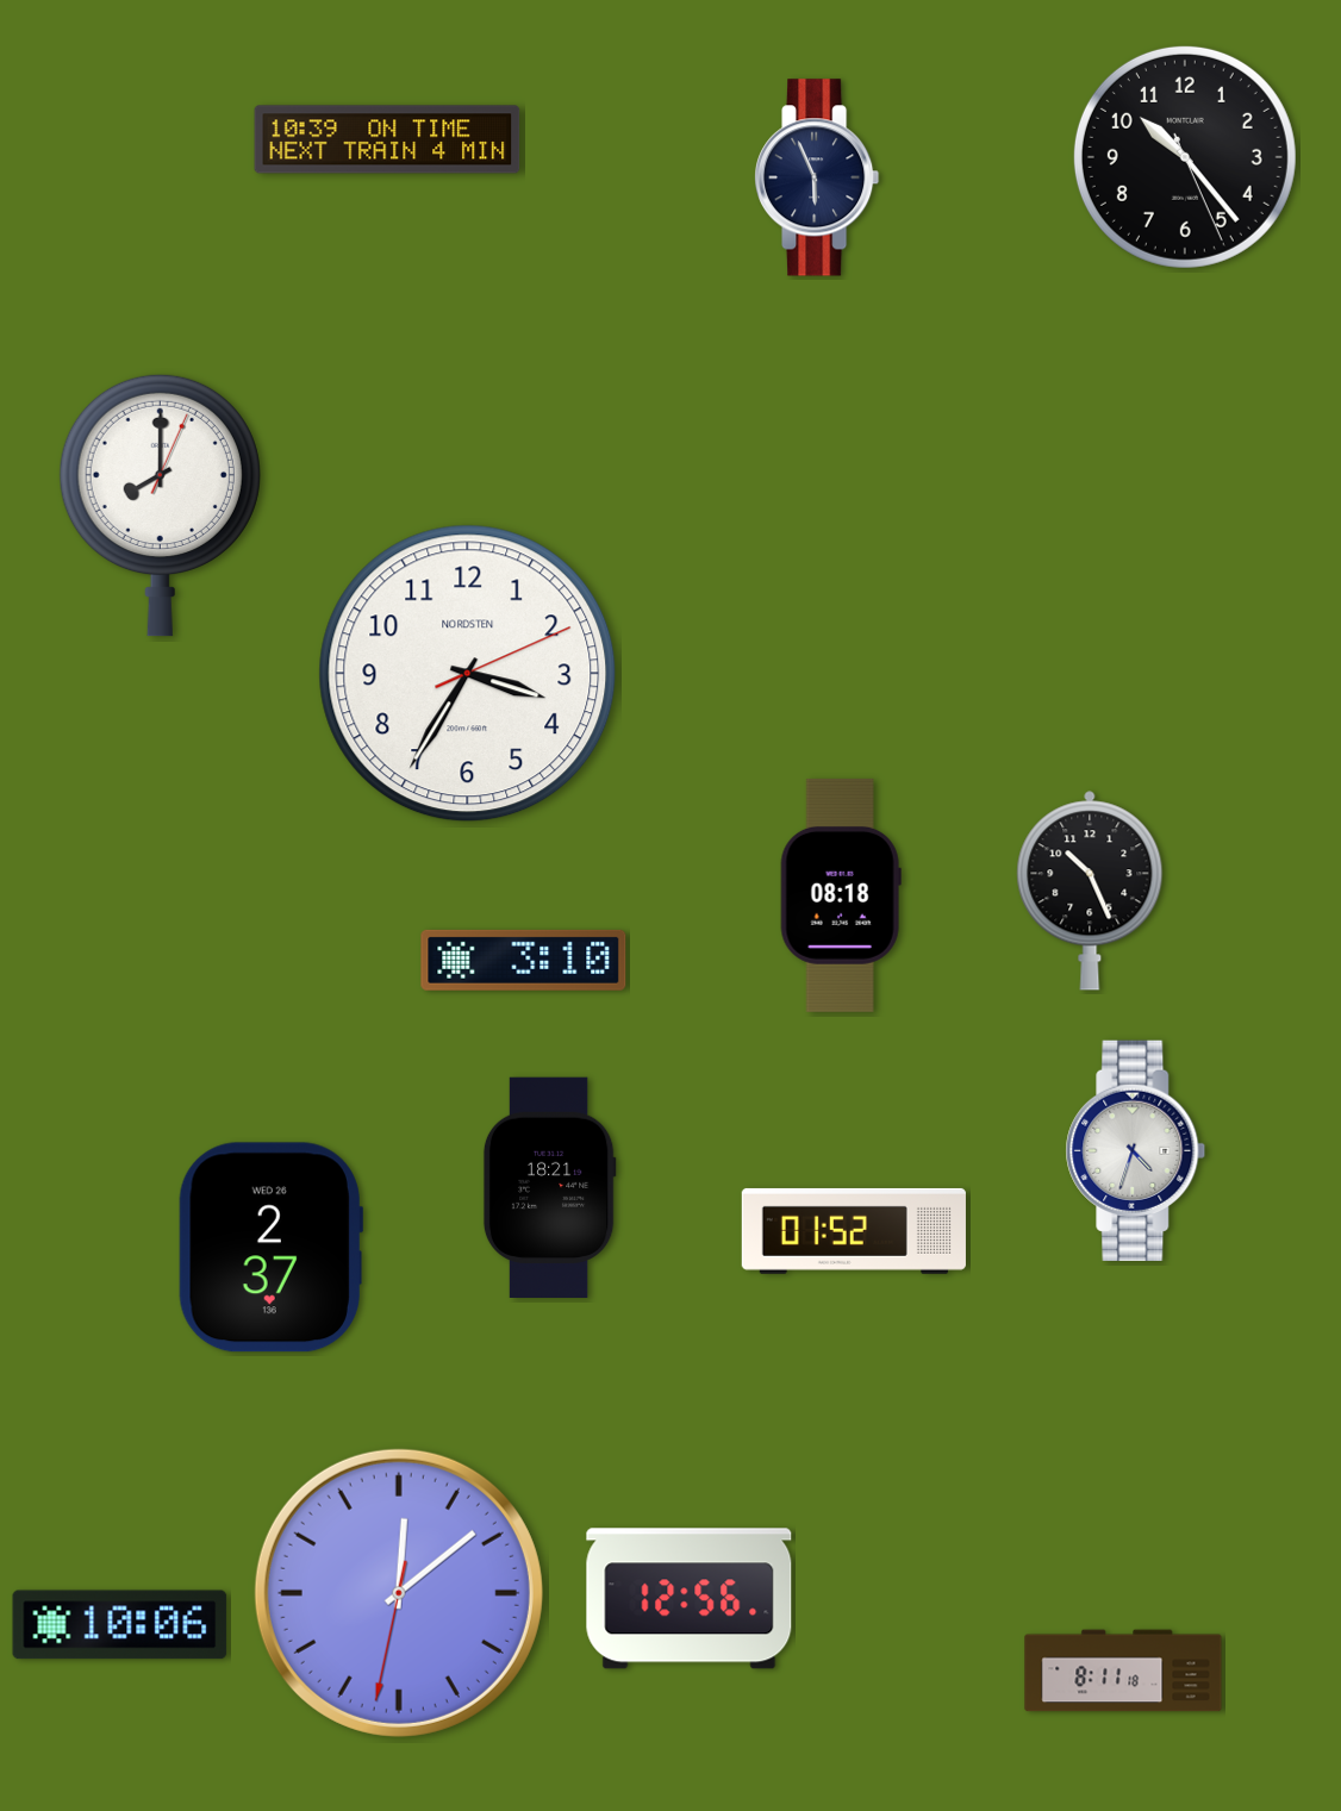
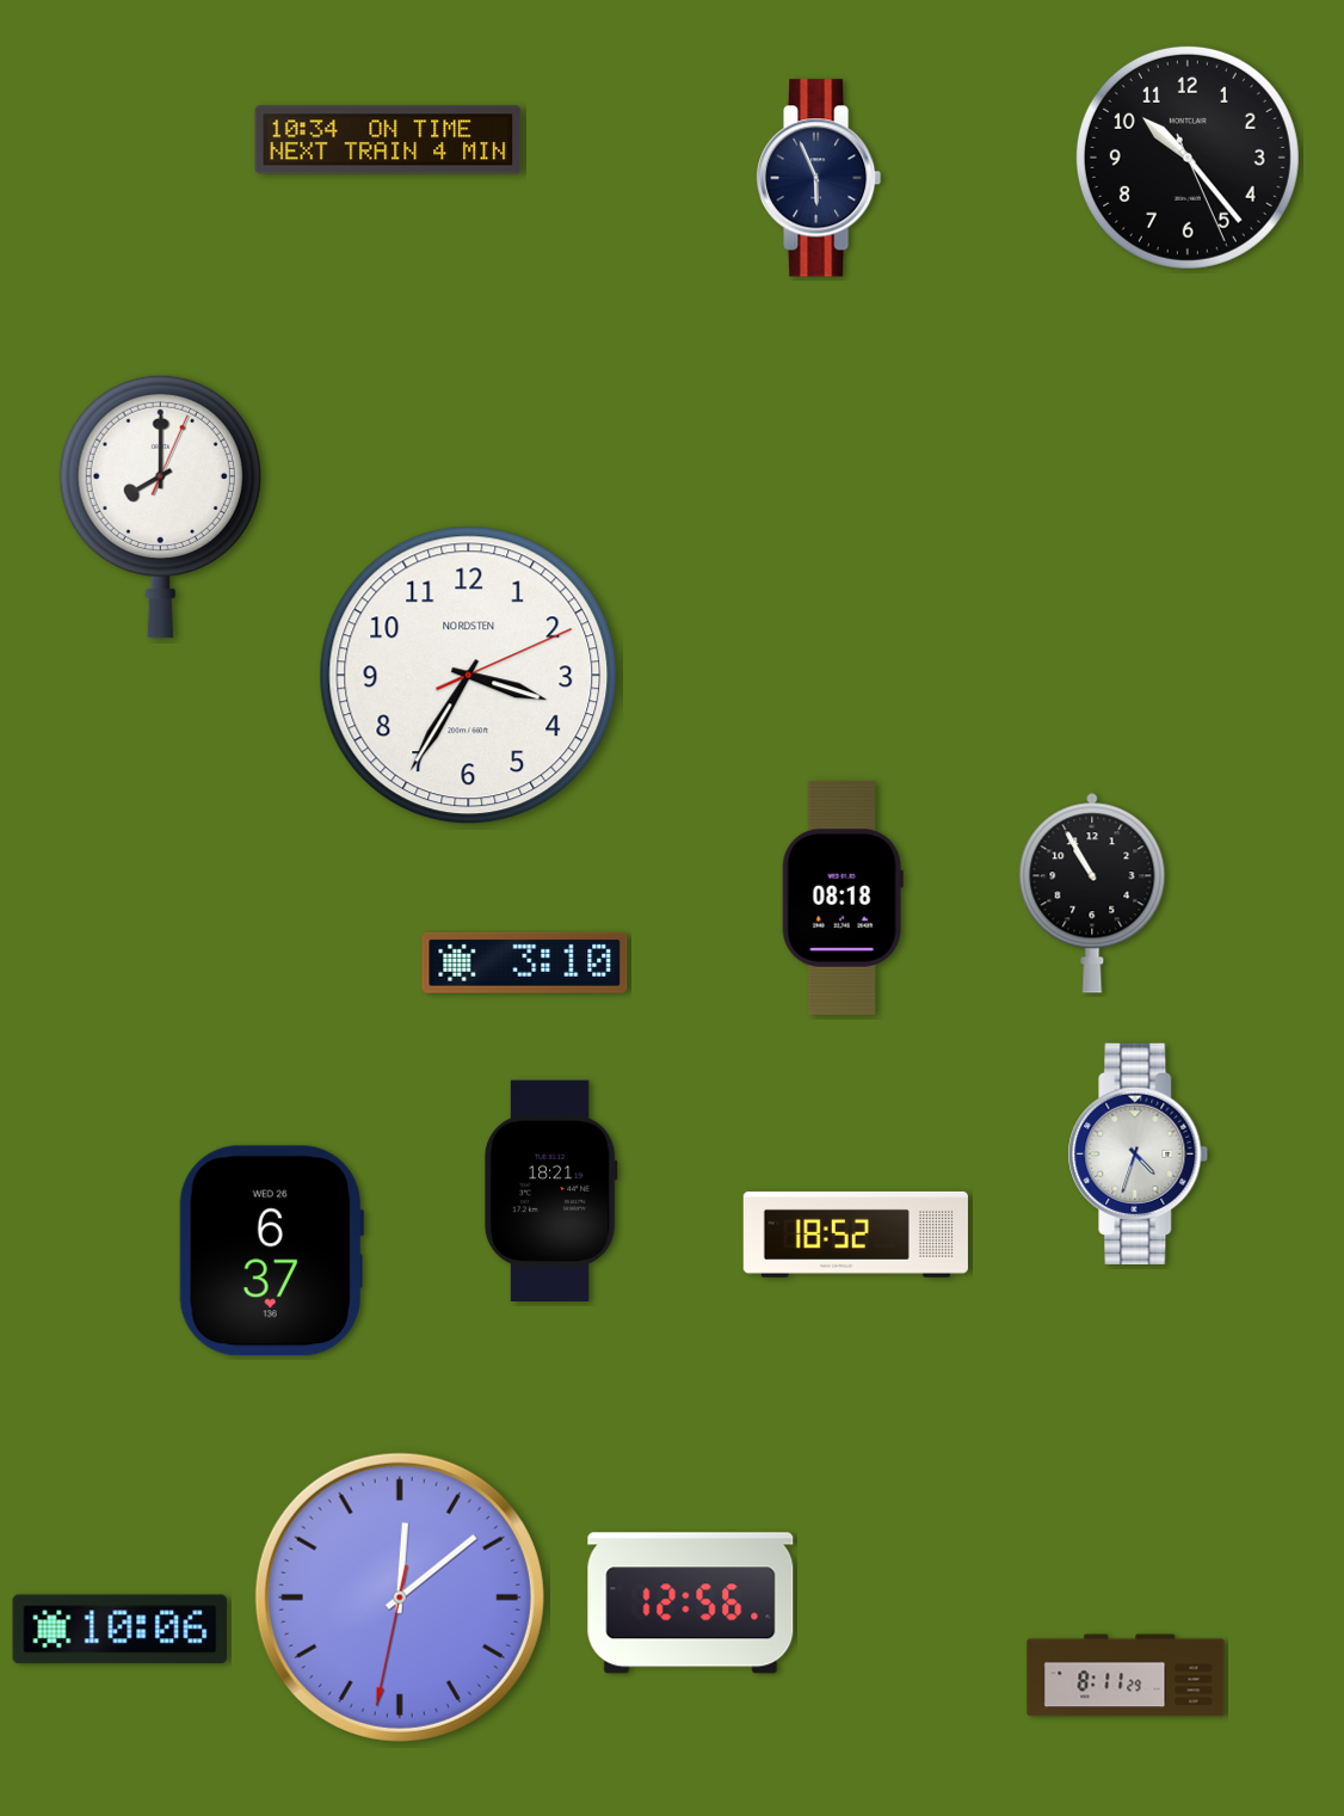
clock at (387, 139): 10:39 -> 10:34
clock at (1090, 891): 10:26 -> 10:55
clock at (854, 1231): 01:52 -> 18:52
clock at (270, 1248): 2:37 -> 6:37
clock at (1123, 1671): 8:11:18 -> 8:11:29
